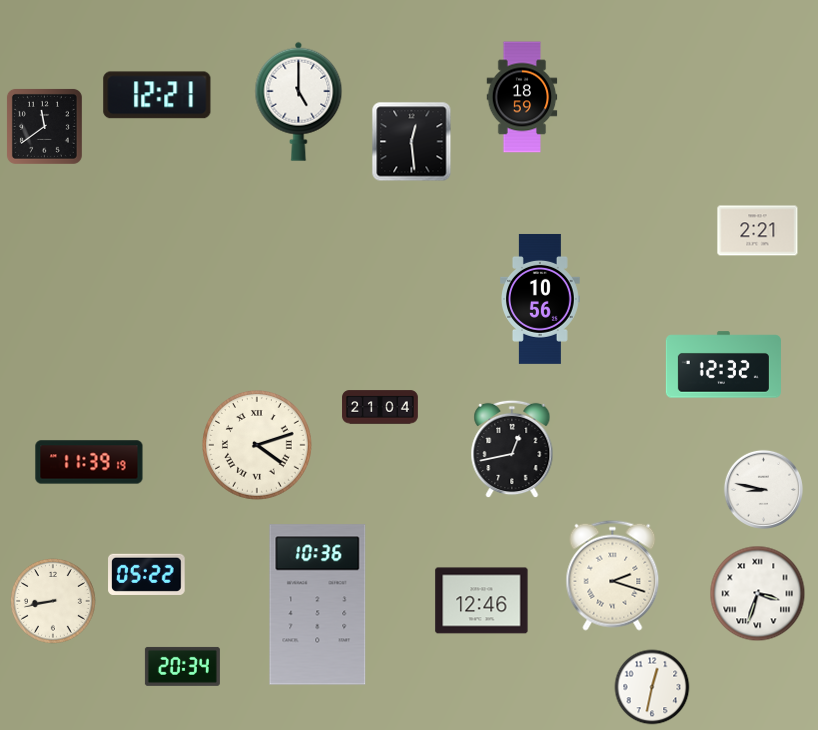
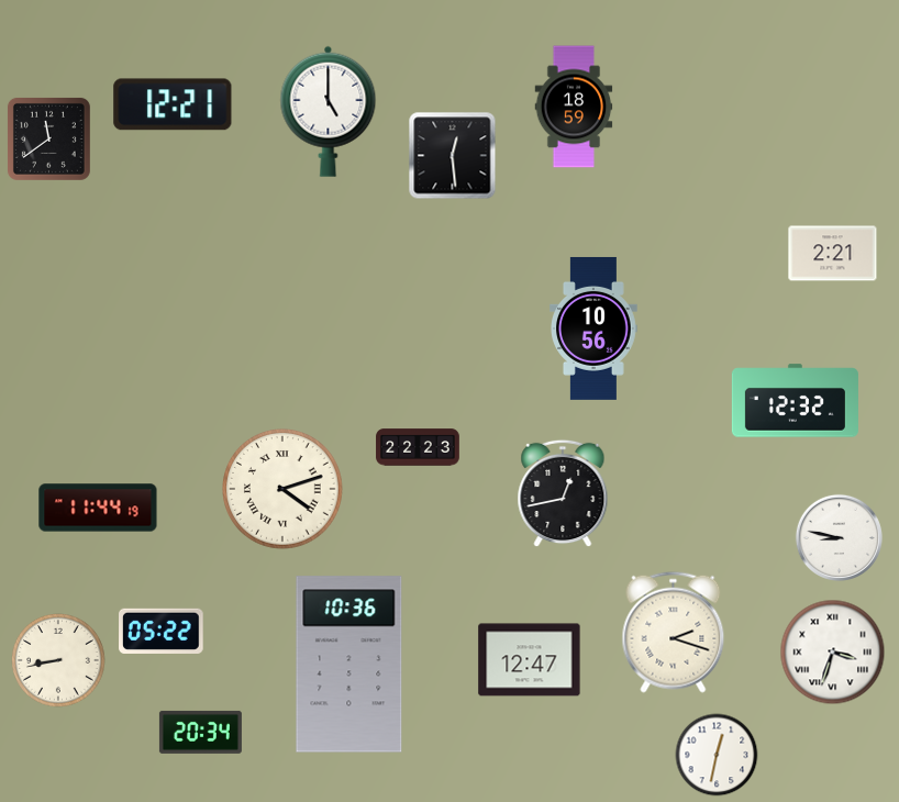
clock at (380, 407): 21:04 -> 22:23
clock at (89, 462): 11:39 -> 11:44
clock at (482, 601): 12:46 -> 12:47
